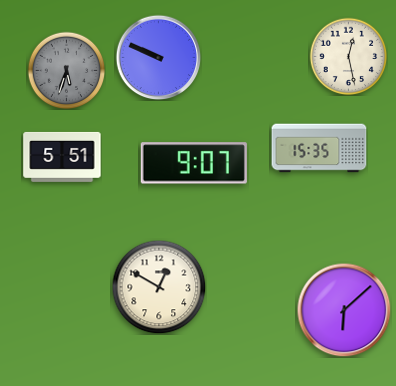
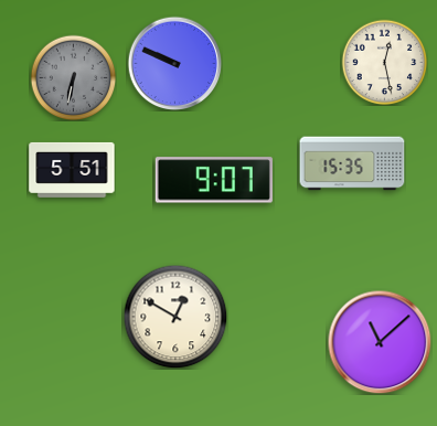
clock at (66, 70): 5:33 -> 6:32
clock at (62, 157) position: (62, 157) -> (72, 170)
clock at (344, 310): 6:08 -> 11:08
